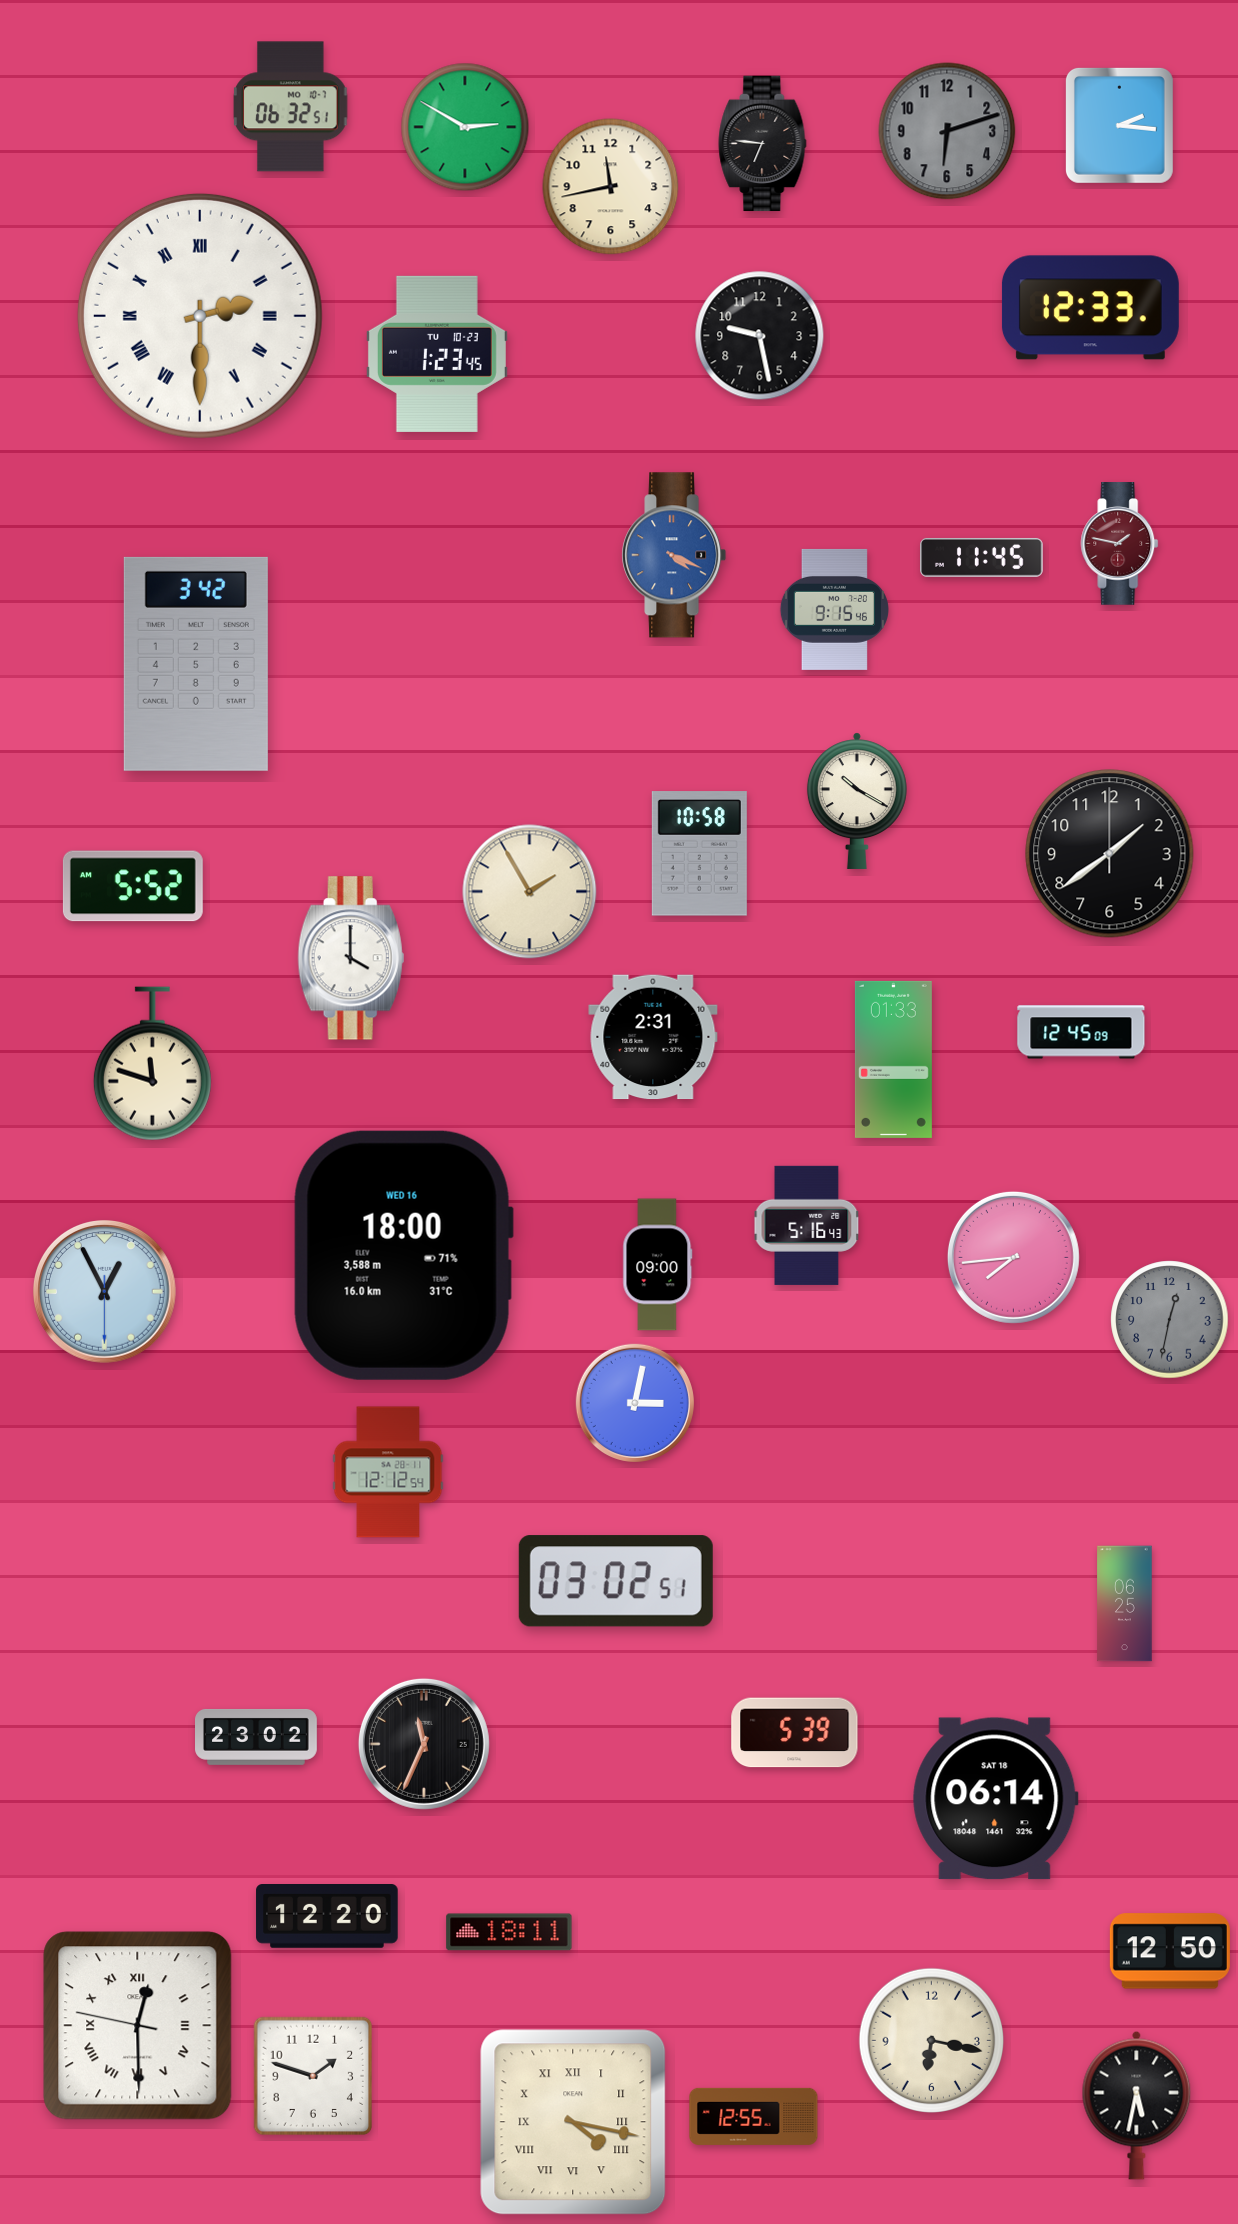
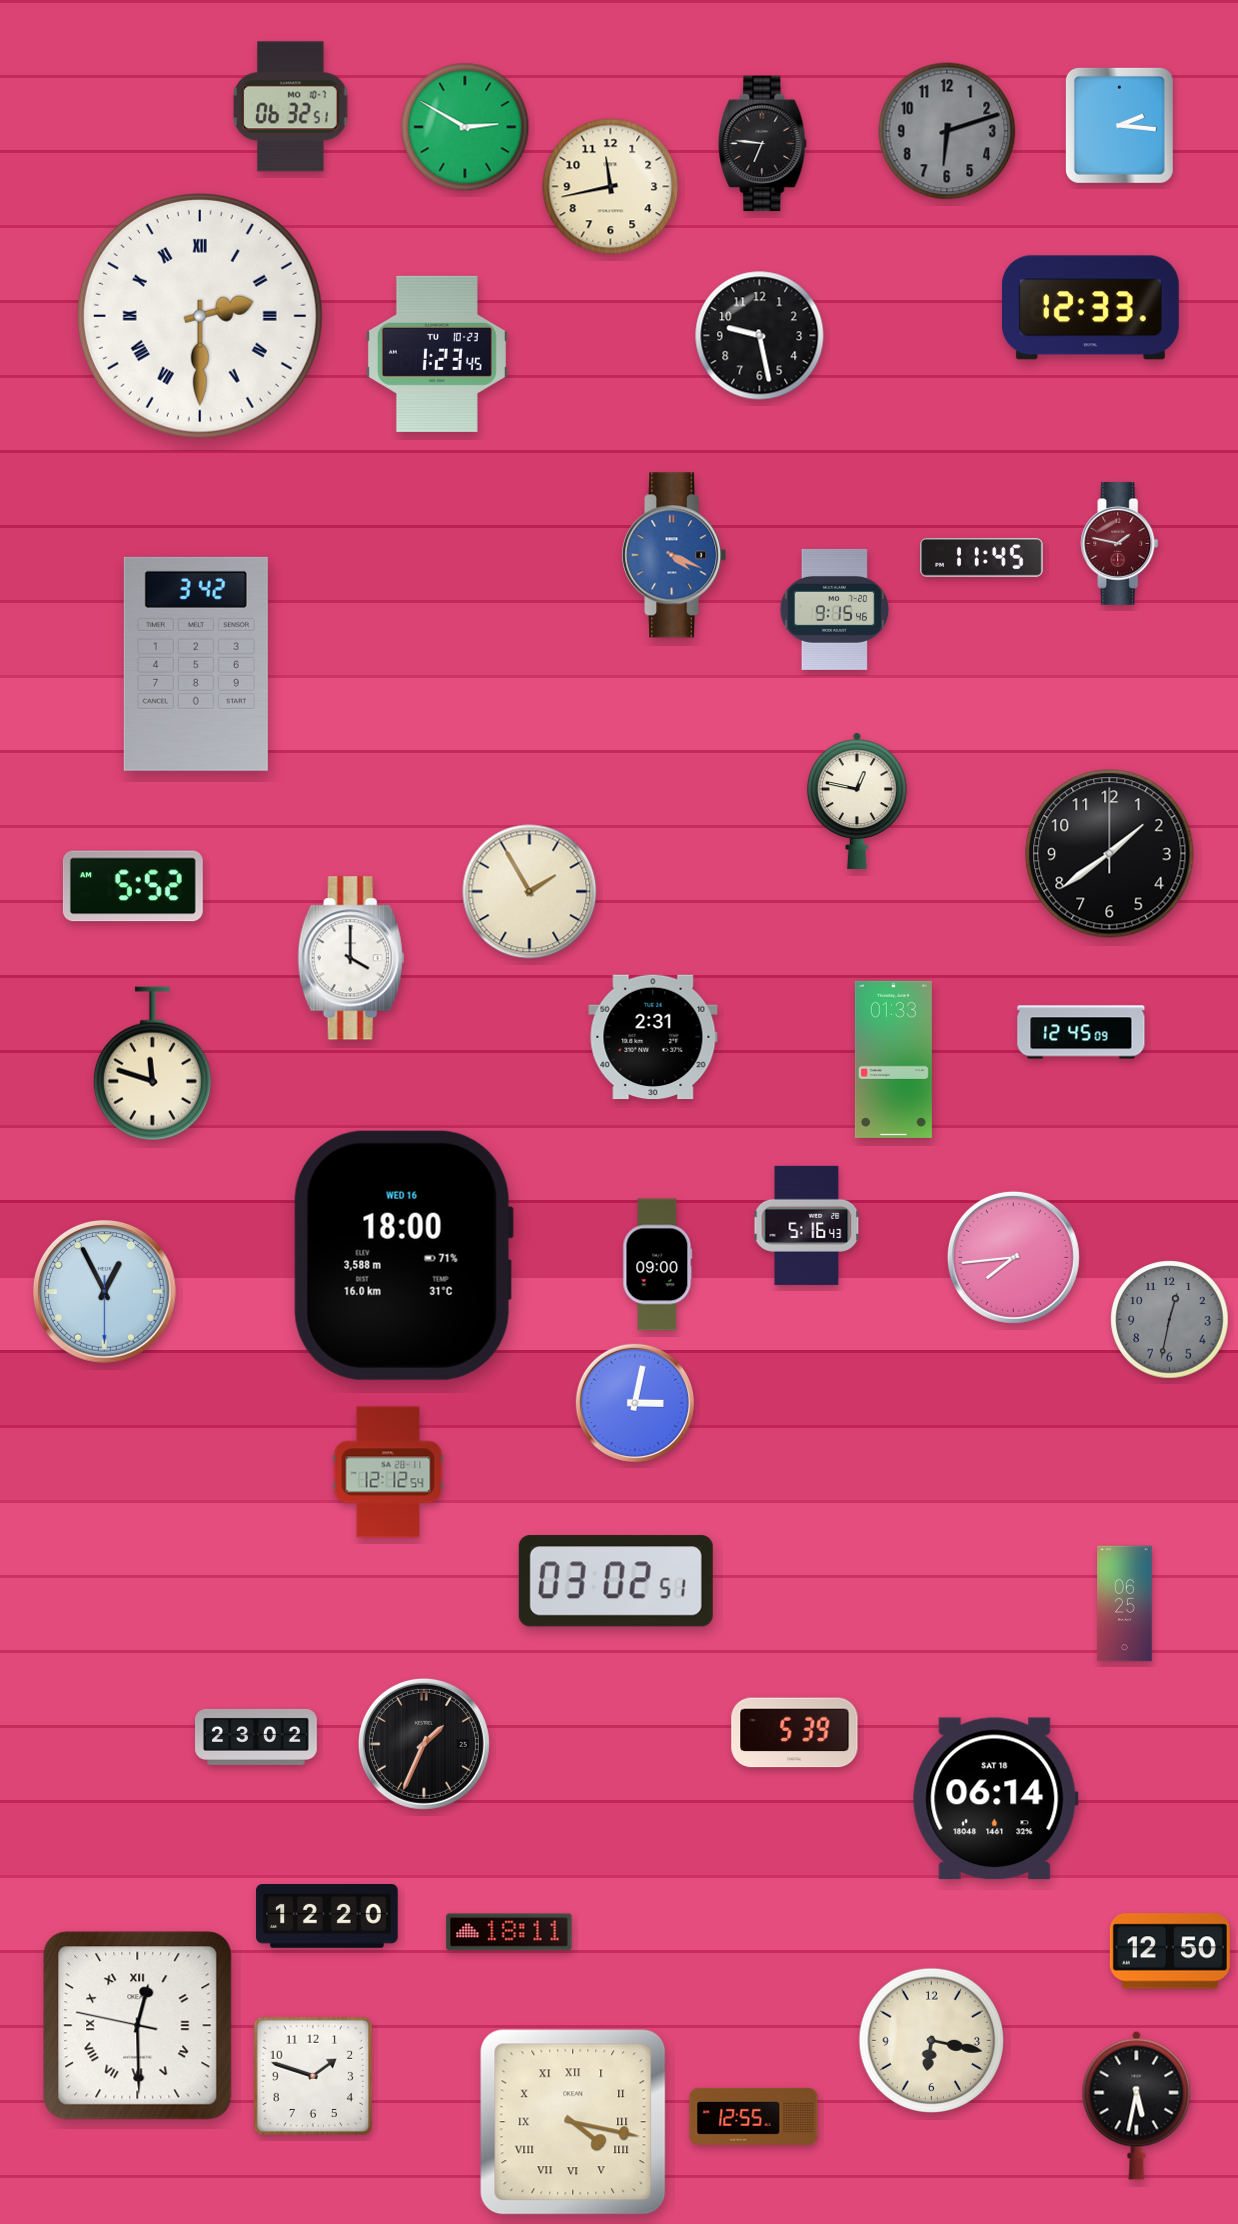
clock at (857, 801): 10:20 -> 12:47
clock at (699, 854): 10:58 -> none
clock at (424, 1744): 11:34 -> 1:34
